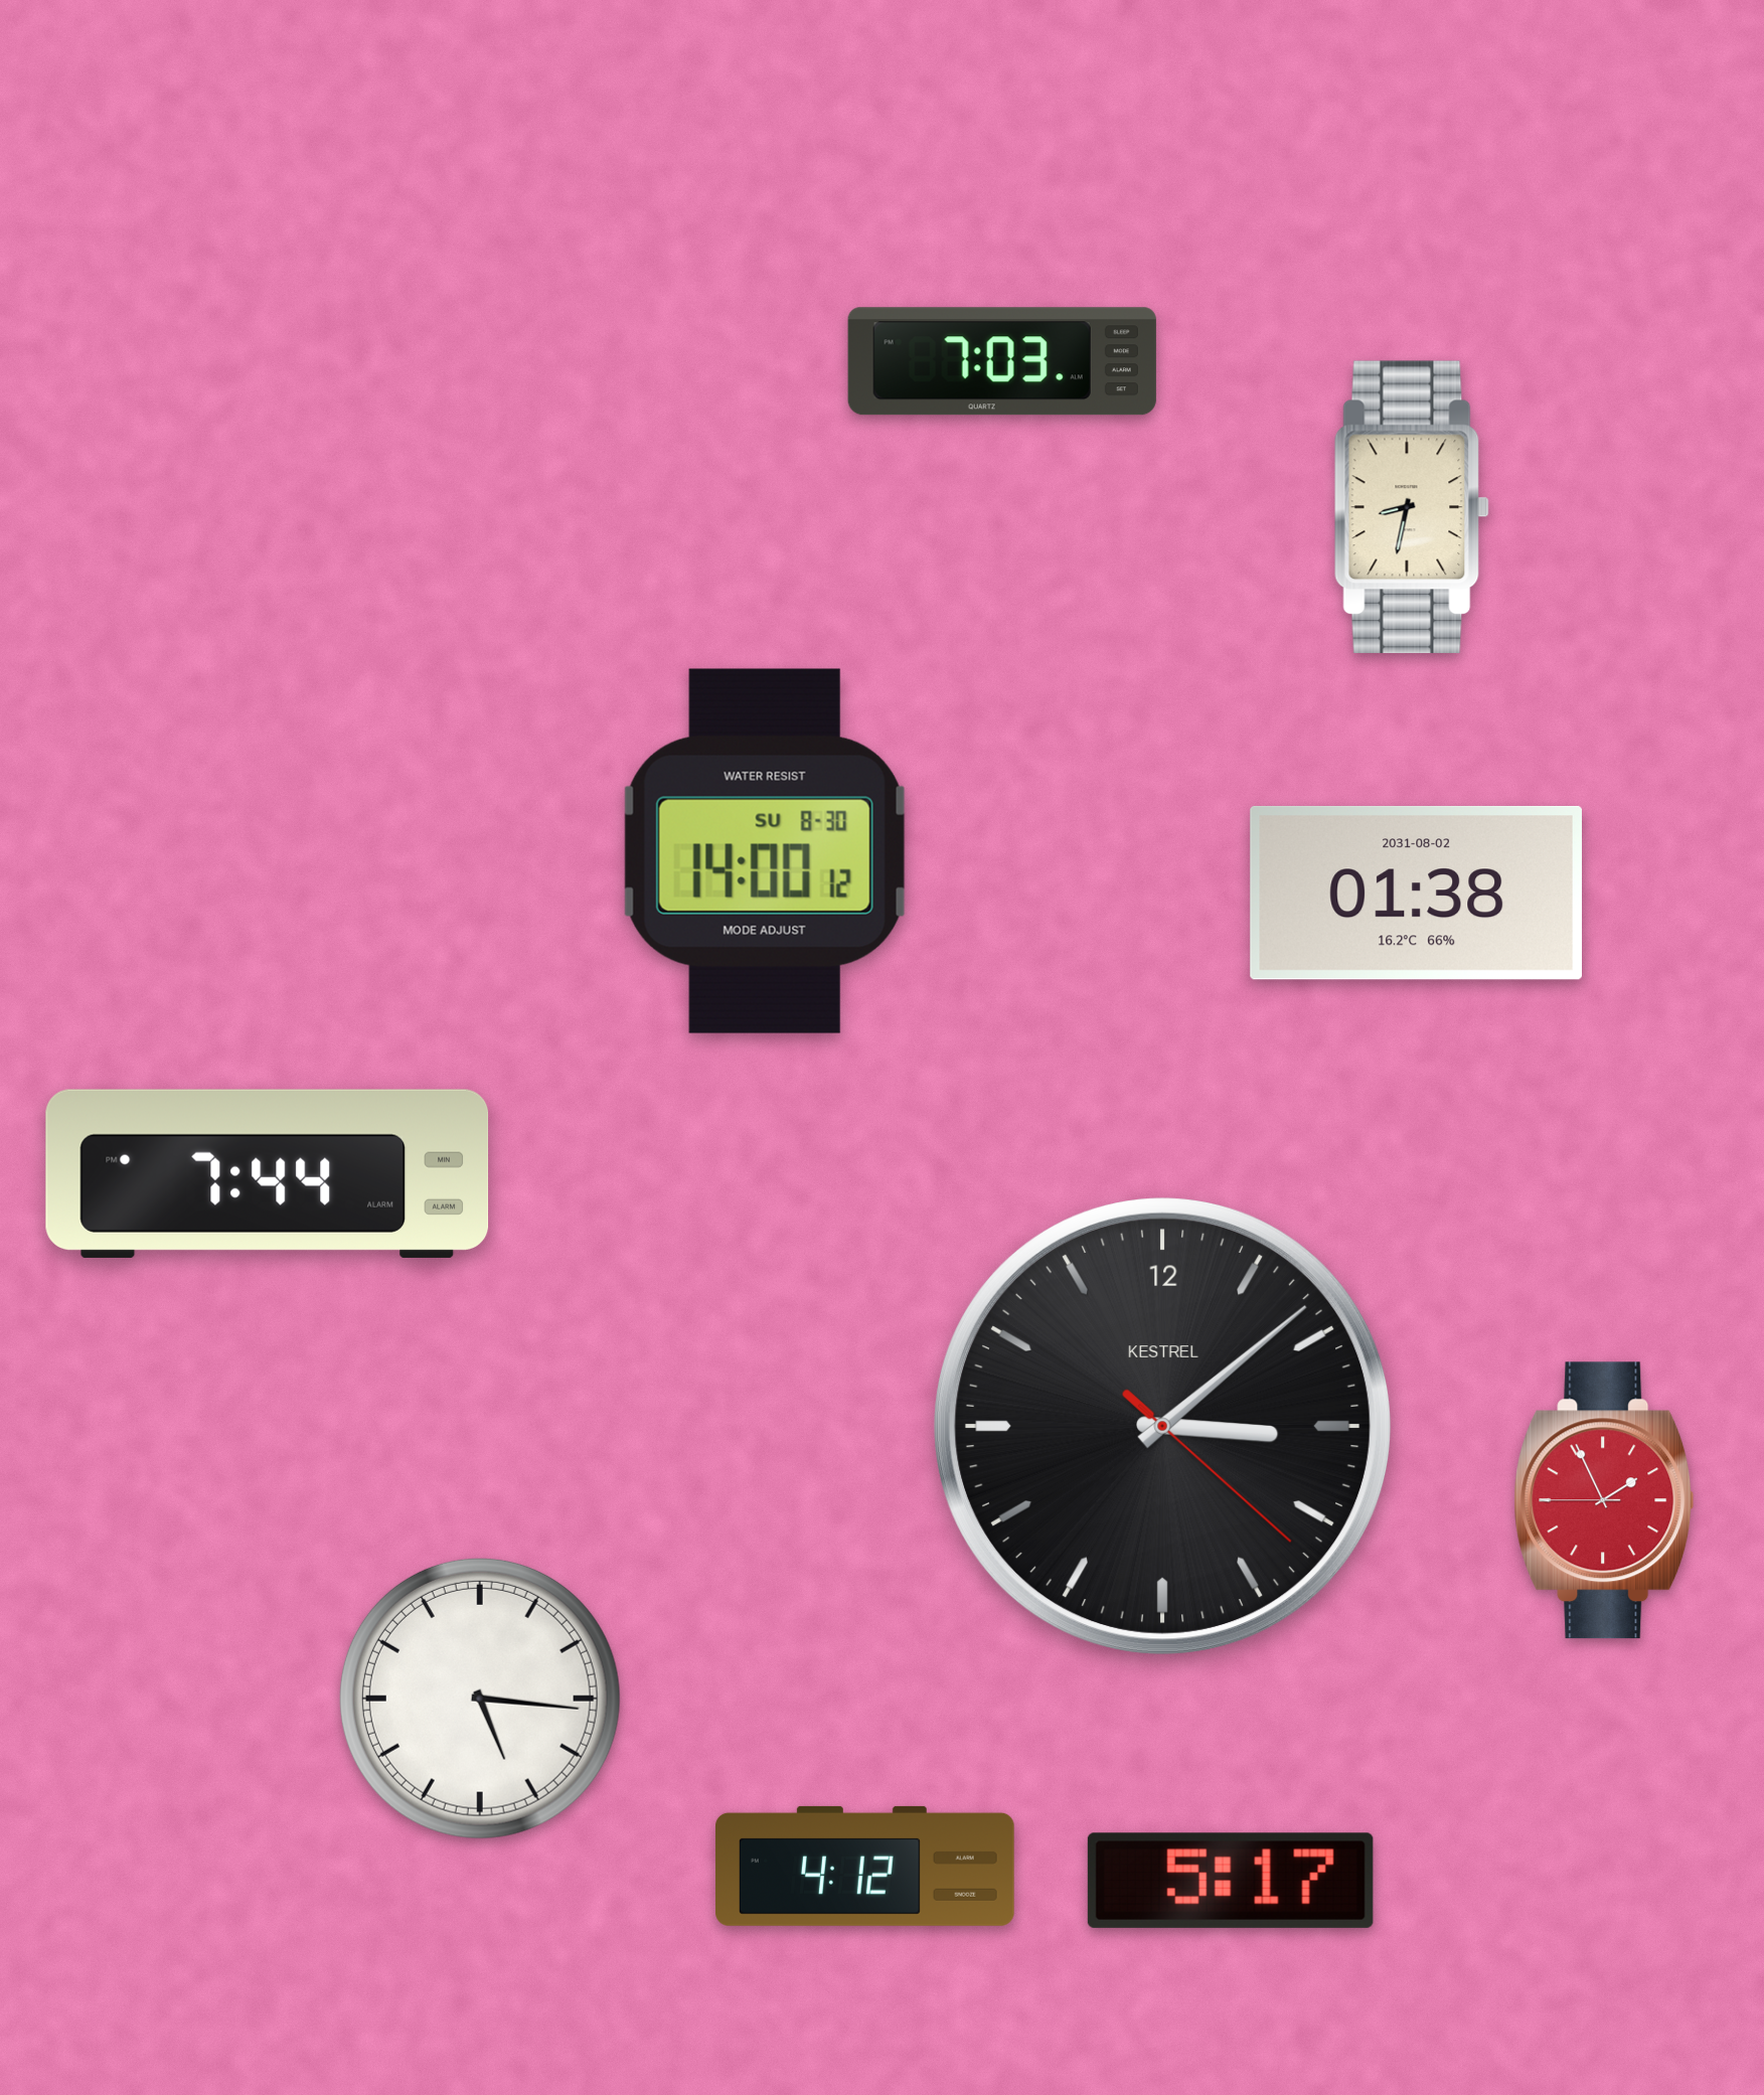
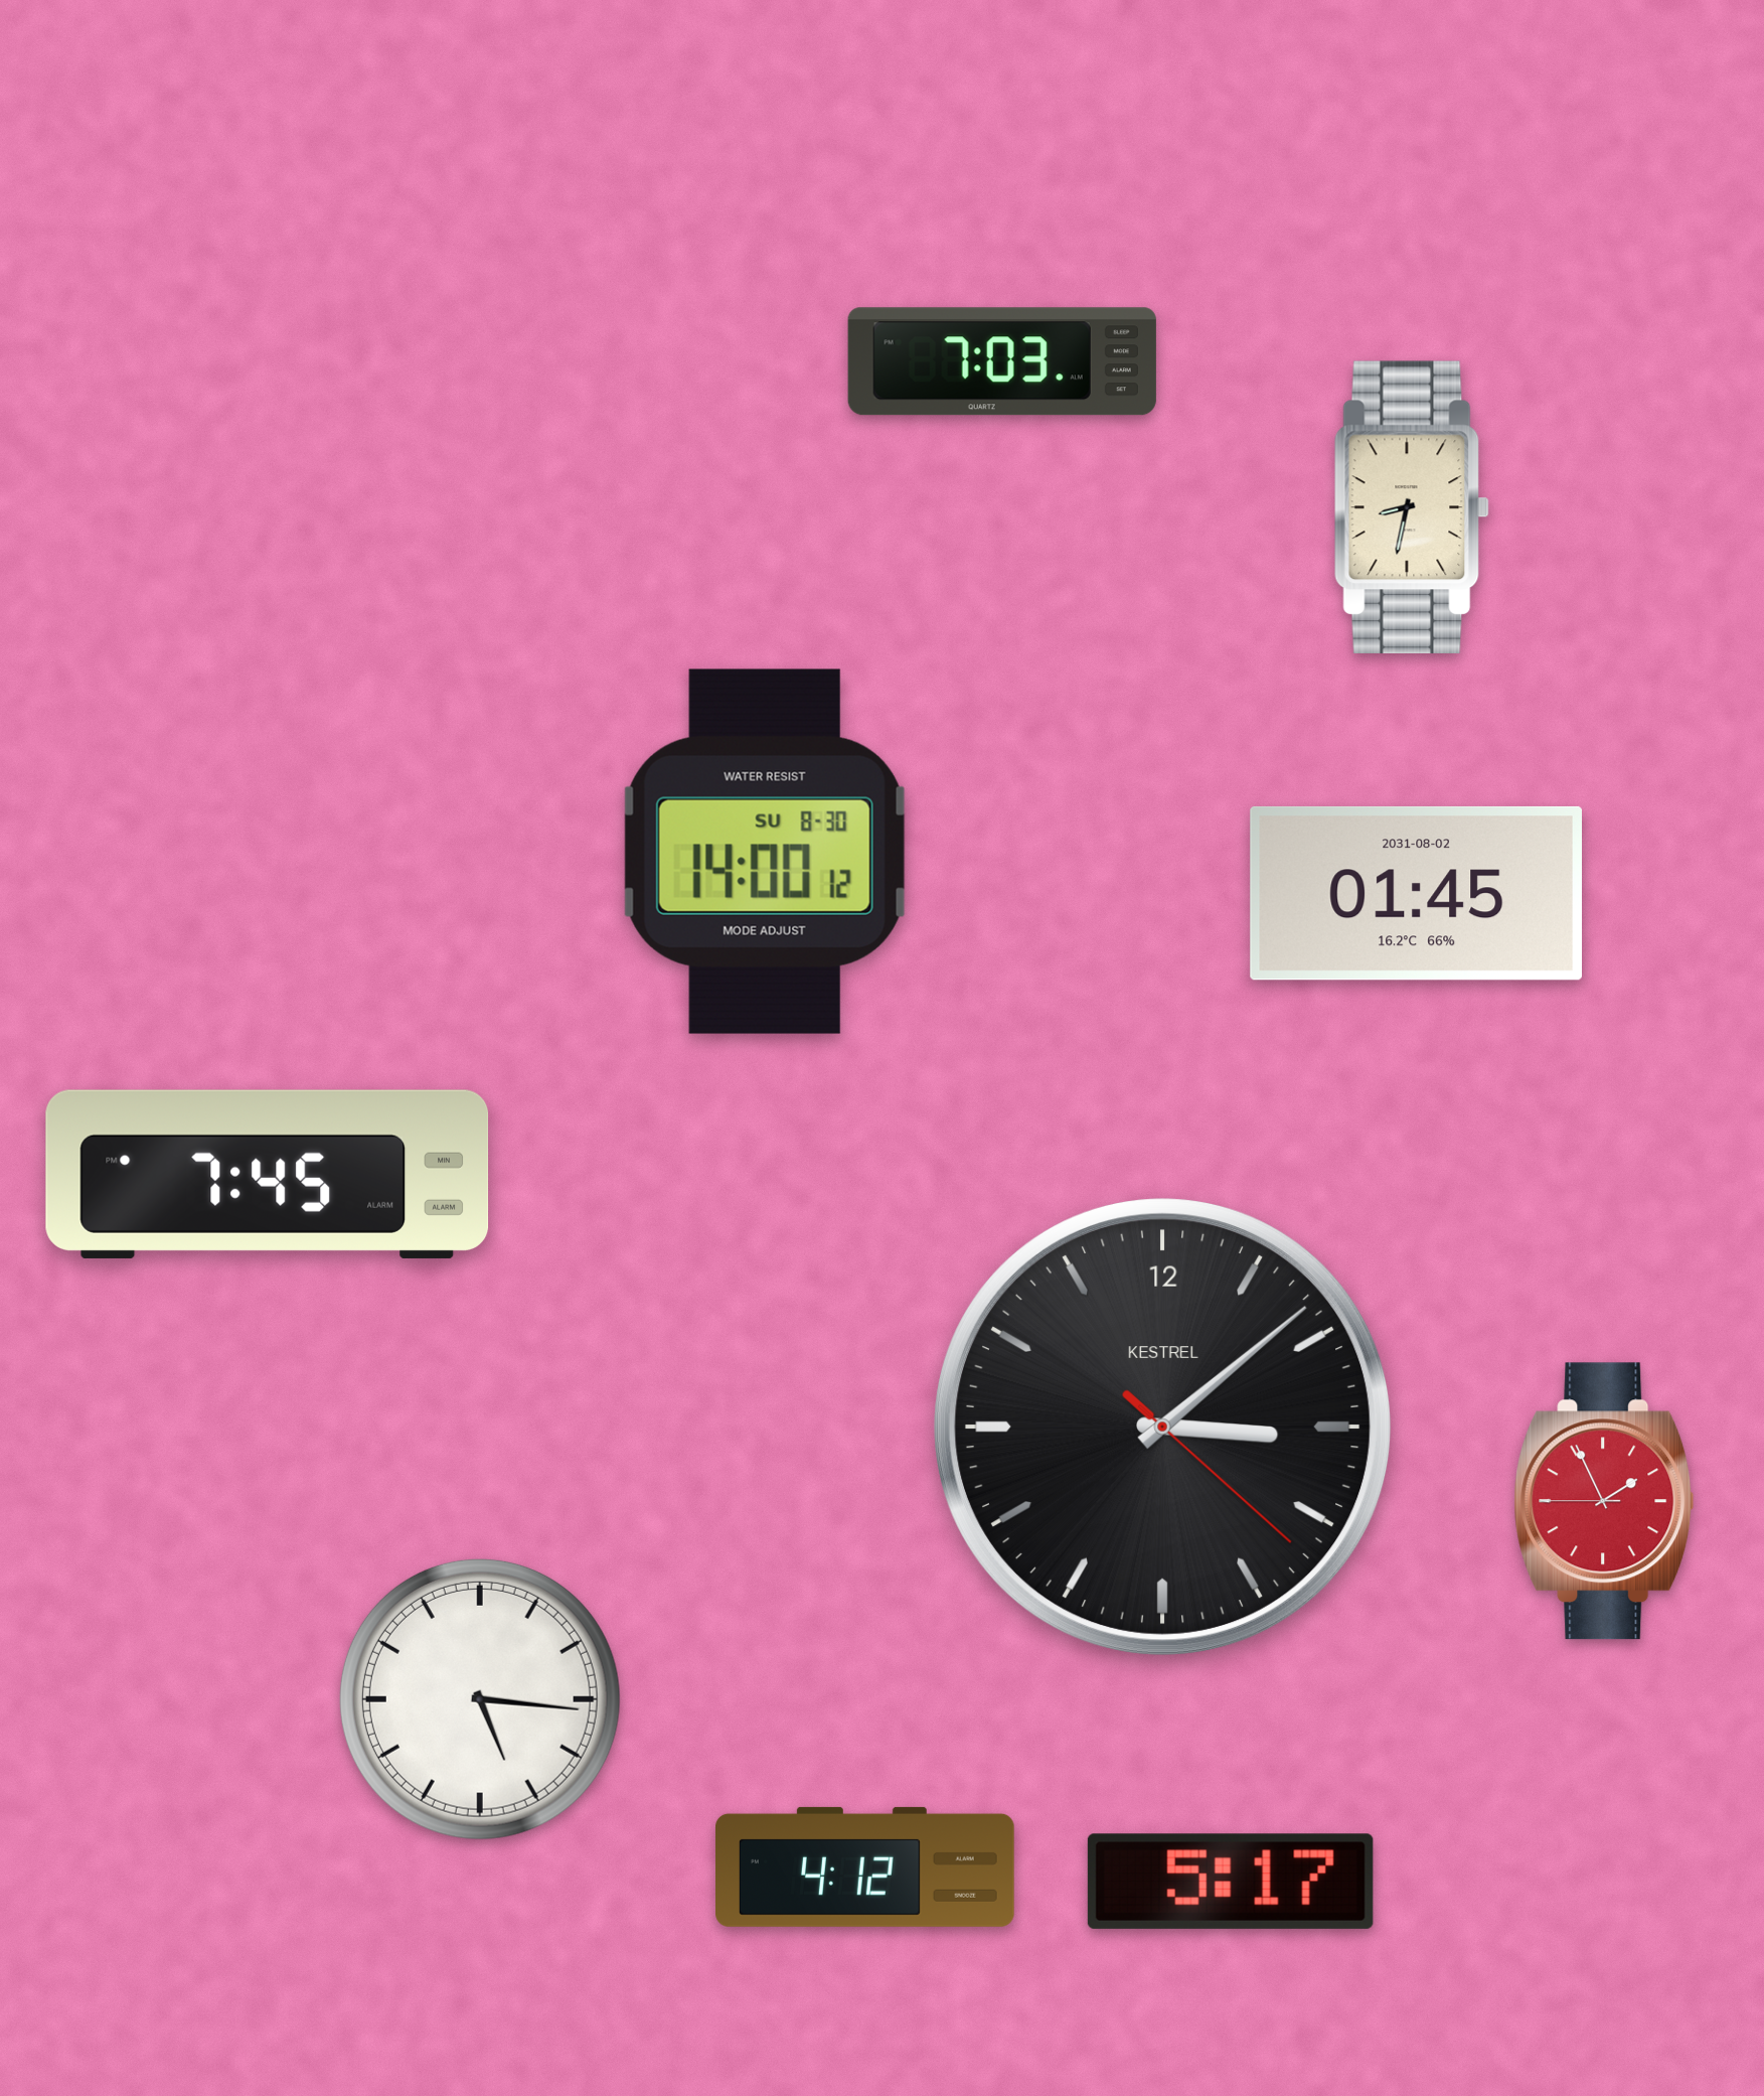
clock at (1416, 893): 01:38 -> 01:45
clock at (268, 1173): 7:44 -> 7:45
